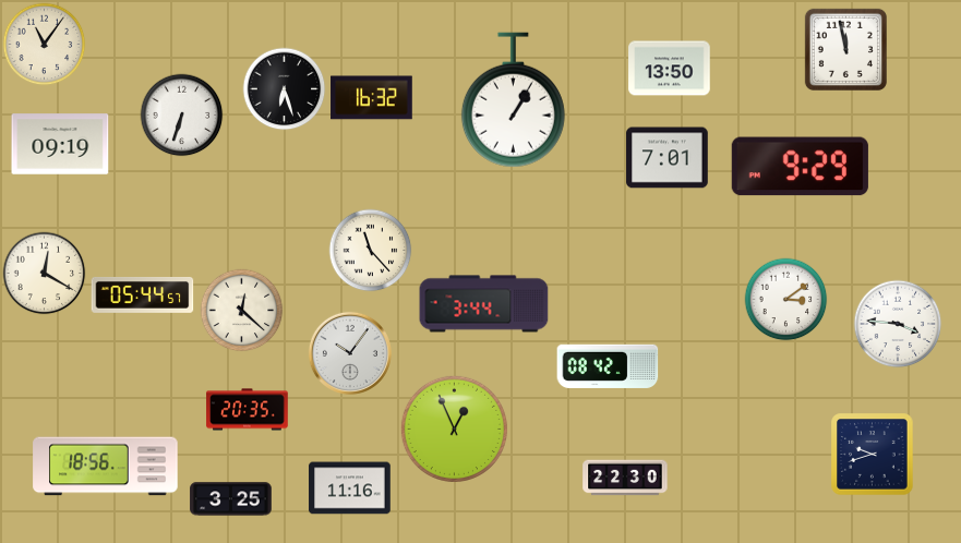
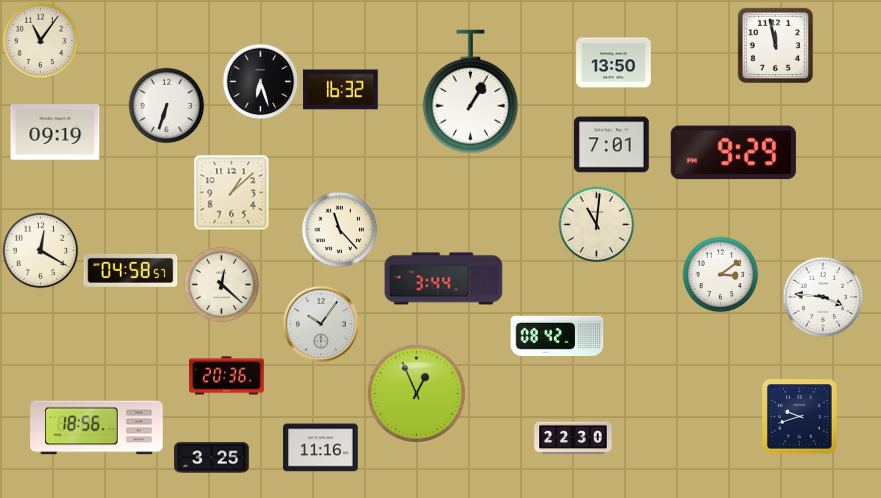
clock at (232, 193): none -> 1:08
clock at (597, 225): none -> 11:01
clock at (143, 294): 05:44 -> 04:58
clock at (248, 410): 20:35 -> 20:36
